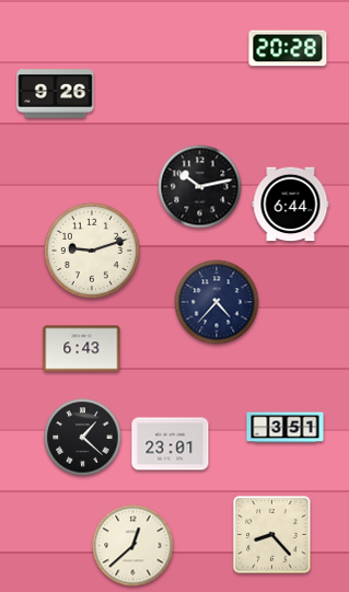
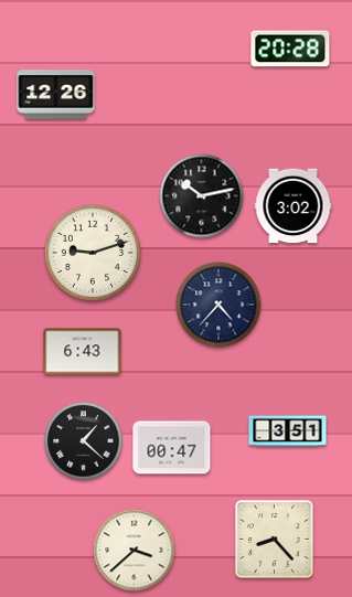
clock at (56, 94): 9:26 -> 12:26
clock at (200, 187) position: (200, 187) -> (202, 196)
clock at (291, 205): 6:44 -> 3:02
clock at (171, 444): 23:01 -> 00:47
clock at (133, 546): 12:38 -> 3:38
